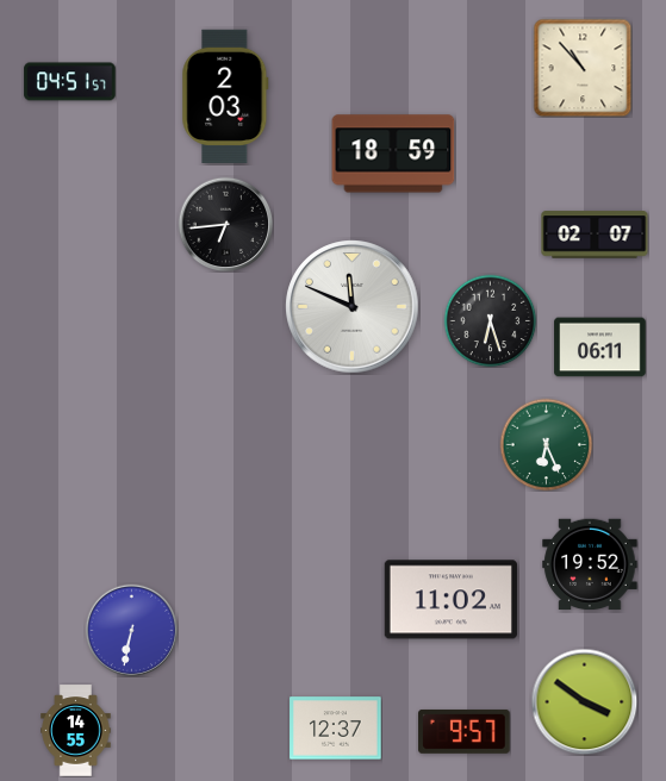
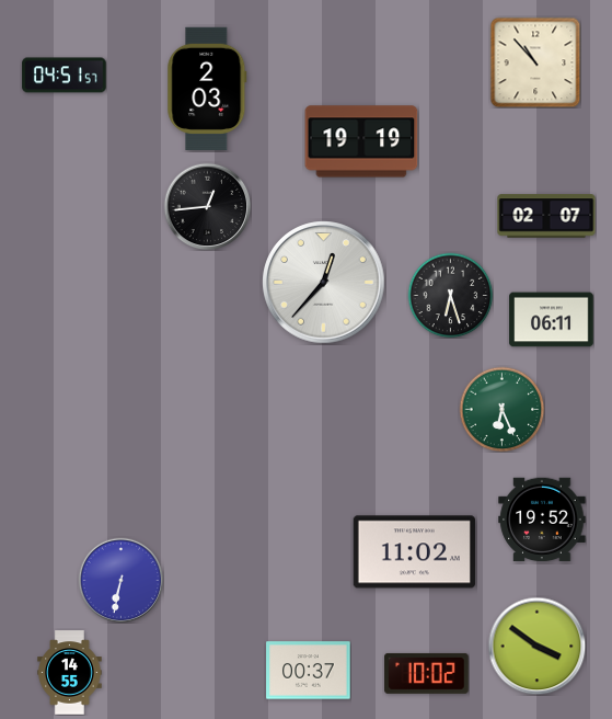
clock at (393, 154): 18:59 -> 19:19
clock at (225, 224): 6:44 -> 12:44
clock at (353, 307): 11:49 -> 12:37
clock at (336, 729): 12:37 -> 00:37
clock at (465, 731): 9:57 -> 10:02
